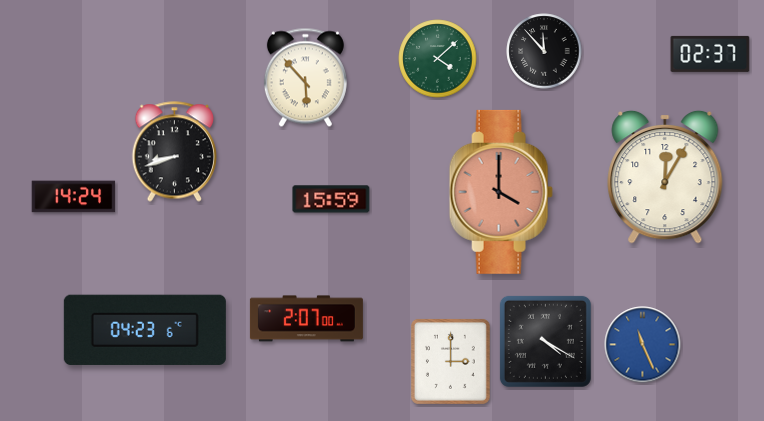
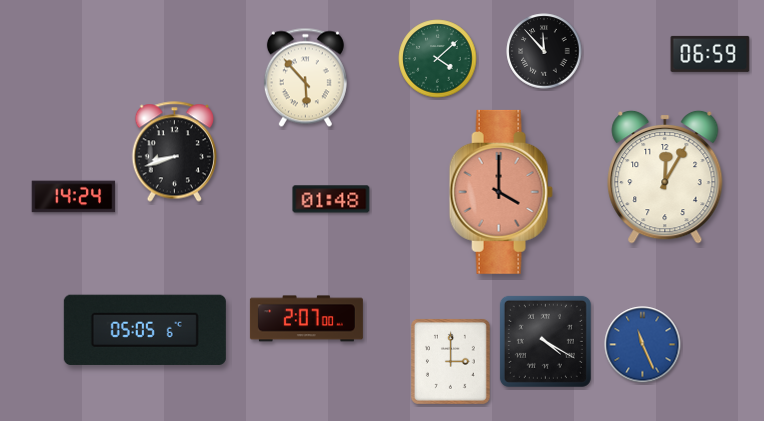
clock at (710, 54): 02:37 -> 06:59
clock at (331, 199): 15:59 -> 01:48
clock at (145, 329): 04:23 -> 05:05
